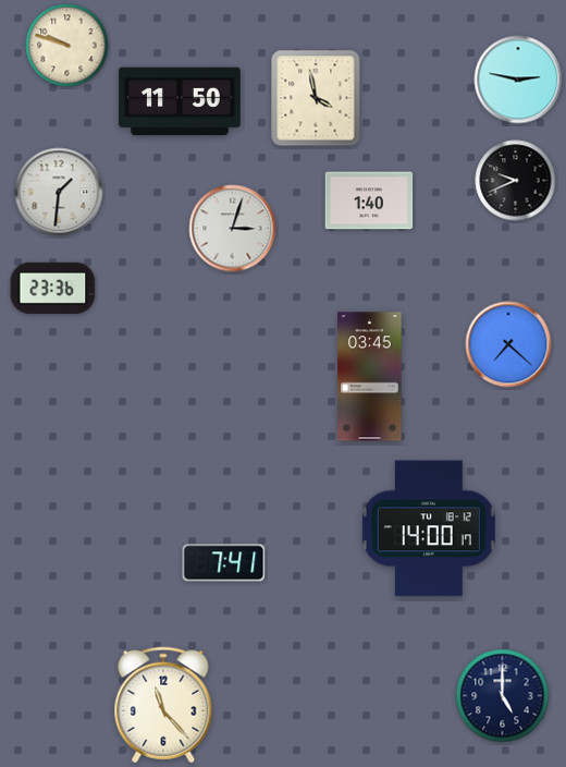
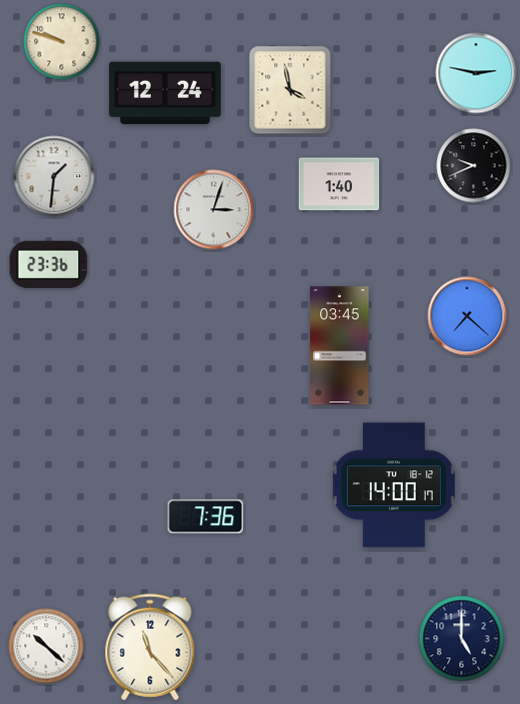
clock at (180, 101): 11:50 -> 12:24
clock at (224, 563): 7:41 -> 7:36
clock at (46, 646): none -> 10:22
